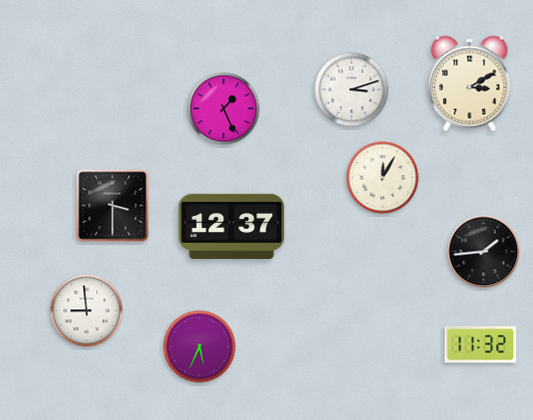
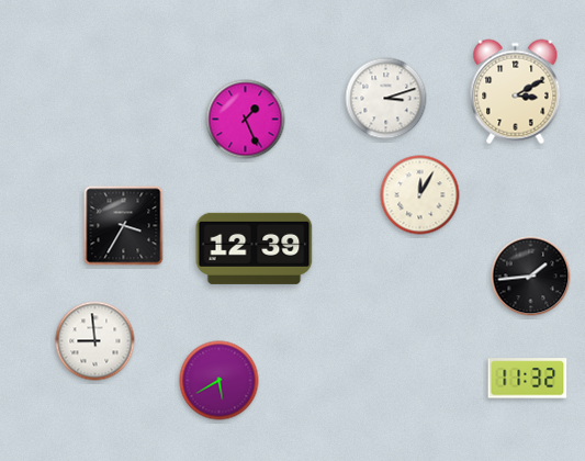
clock at (113, 206): 3:30 -> 3:35
clock at (232, 226): 12:37 -> 12:39
clock at (200, 347): 5:34 -> 5:40
